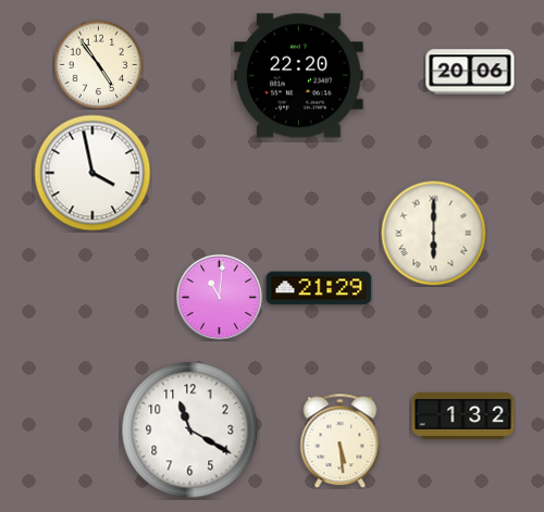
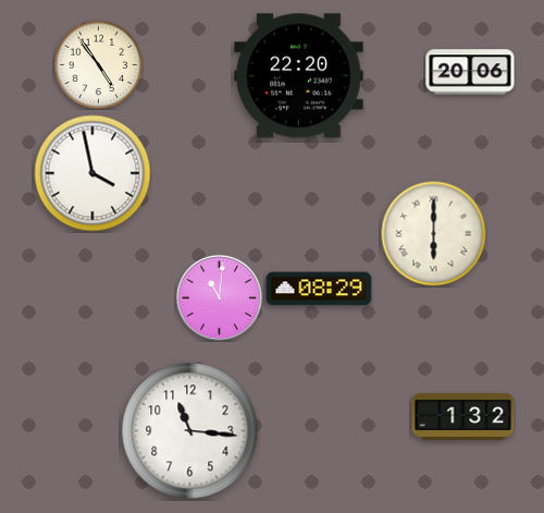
clock at (319, 288): 21:29 -> 08:29
clock at (190, 430): 11:20 -> 11:16
clock at (341, 440): 5:29 -> none
